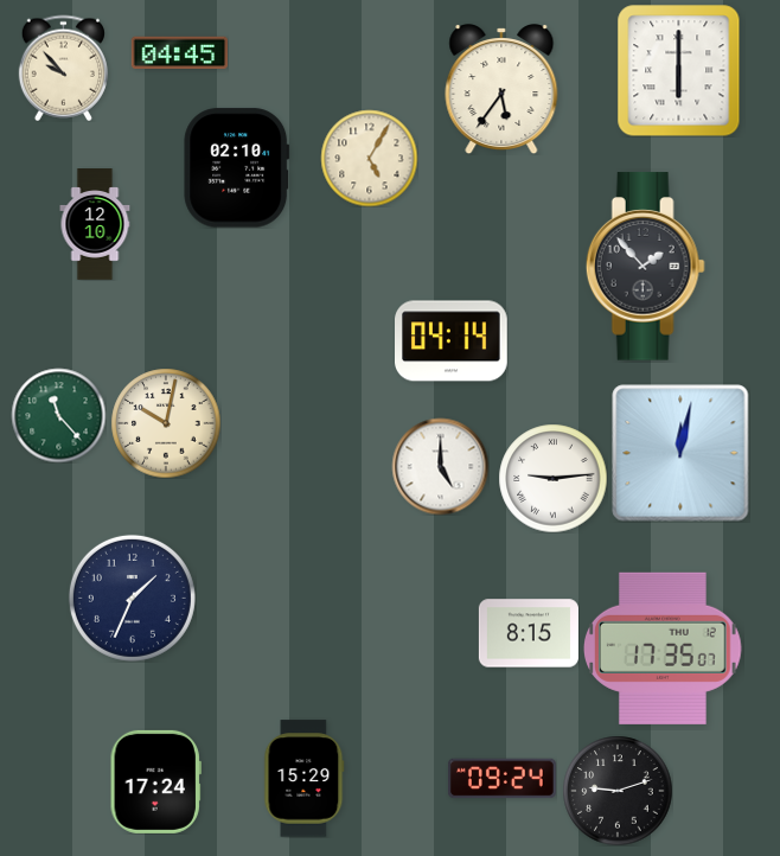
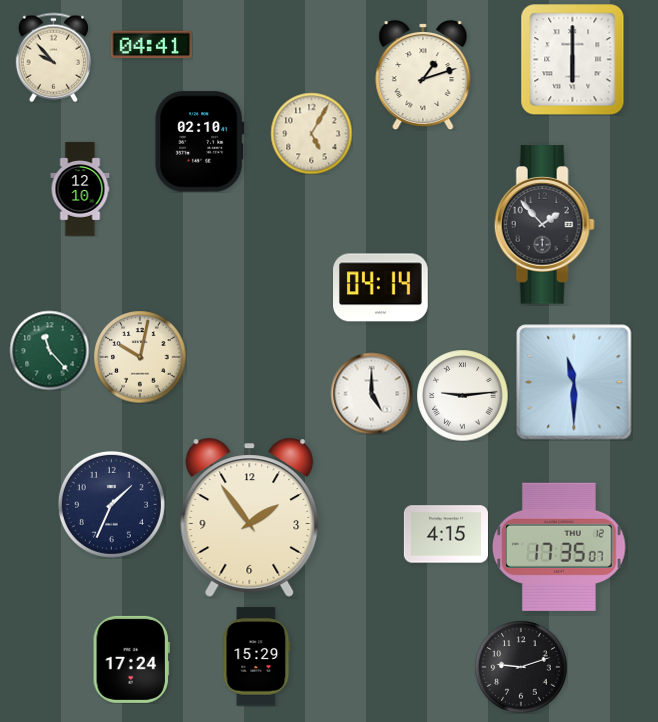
clock at (179, 53): 04:45 -> 04:41
clock at (501, 90): 5:36 -> 1:12
clock at (680, 453): 12:02 -> 11:30
clock at (552, 478) position: (552, 478) -> (462, 395)
clock at (250, 517): none -> 1:54
clock at (529, 633): 8:15 -> 4:15
clock at (501, 779): 09:24 -> none
